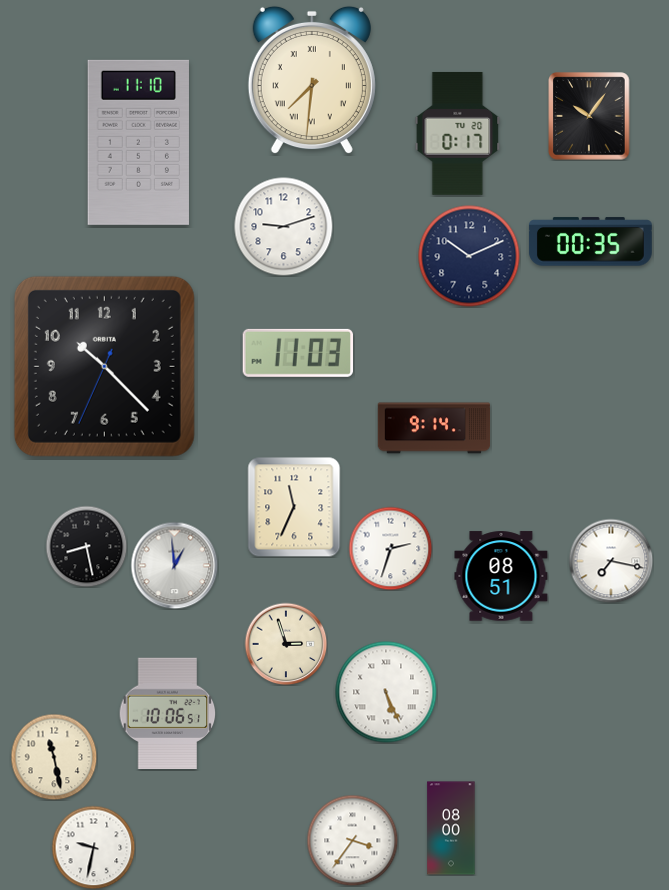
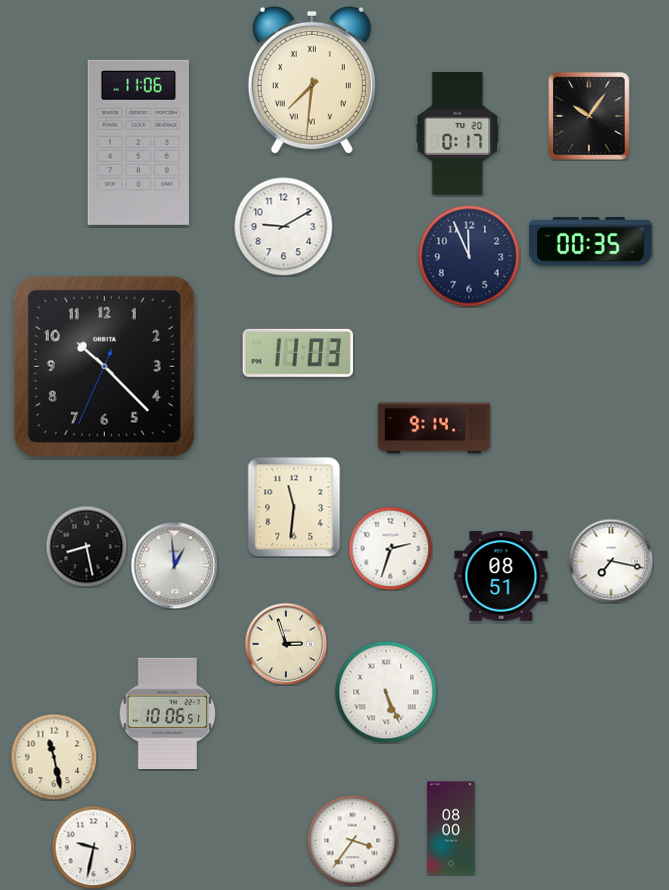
clock at (138, 142): 11:10 -> 11:06
clock at (284, 227): 9:12 -> 9:10
clock at (469, 256): 10:11 -> 11:56
clock at (294, 507): 11:34 -> 11:31
